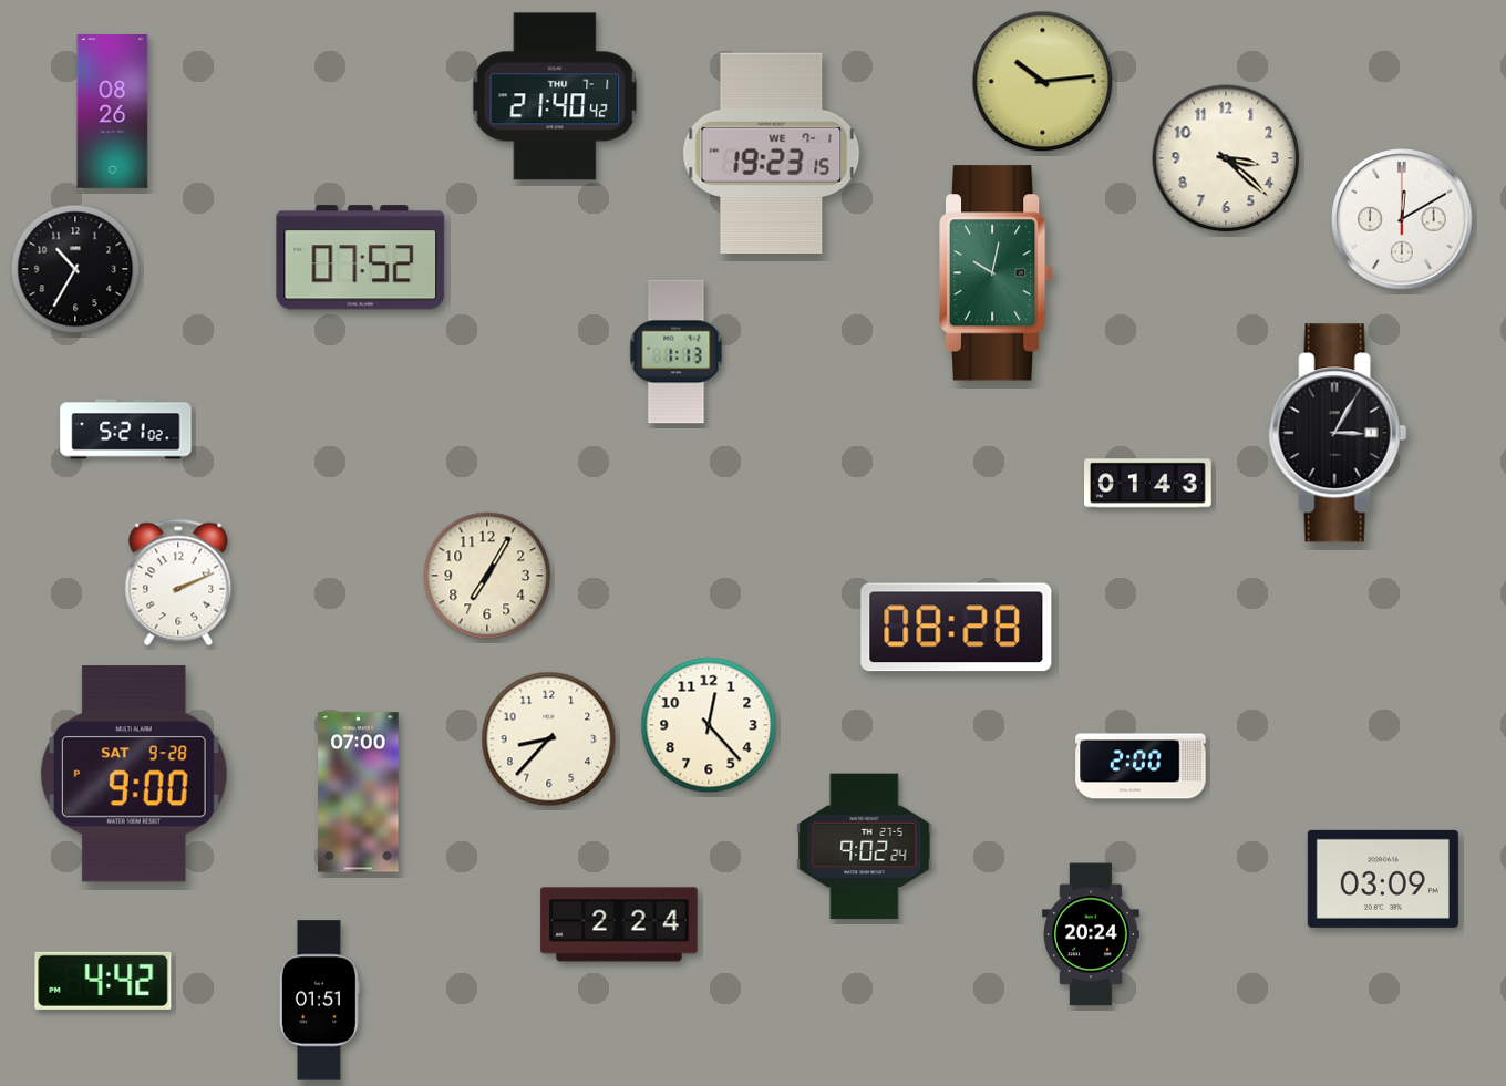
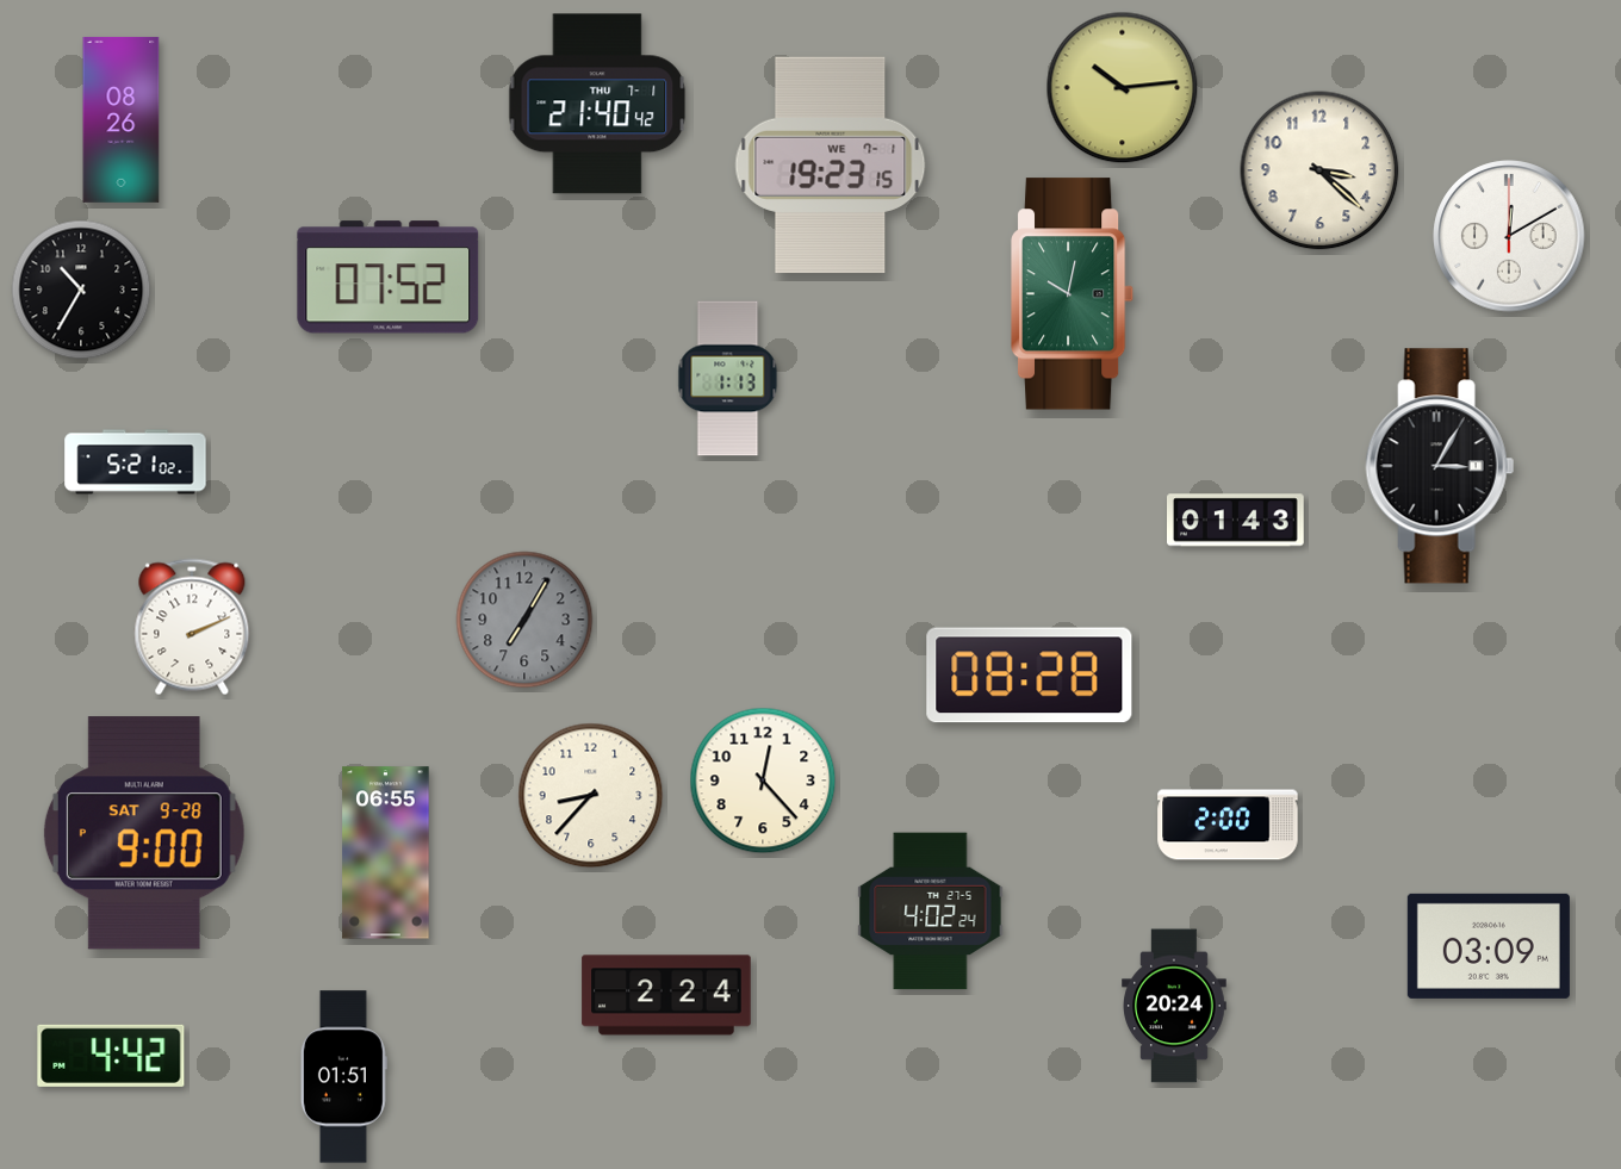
clock at (487, 576) dial: cream -> grey
clock at (359, 793): 07:00 -> 06:55
clock at (865, 847): 9:02 -> 4:02
